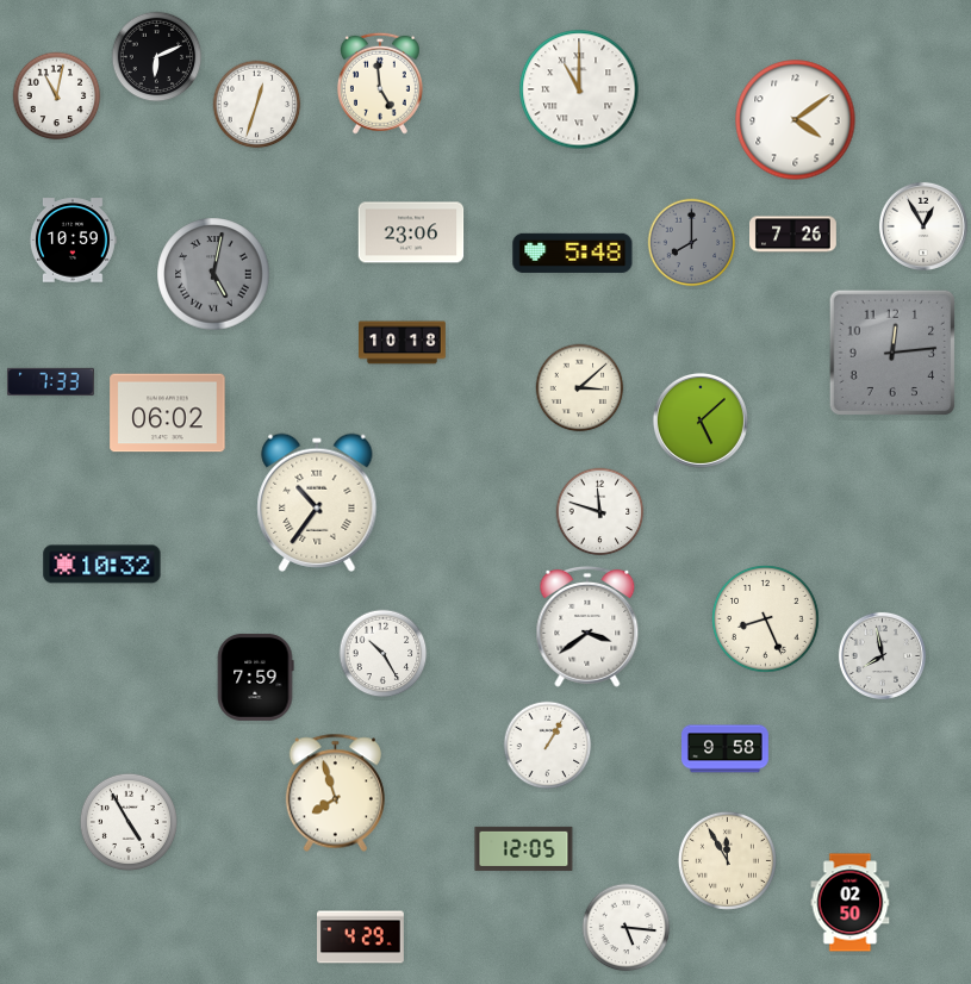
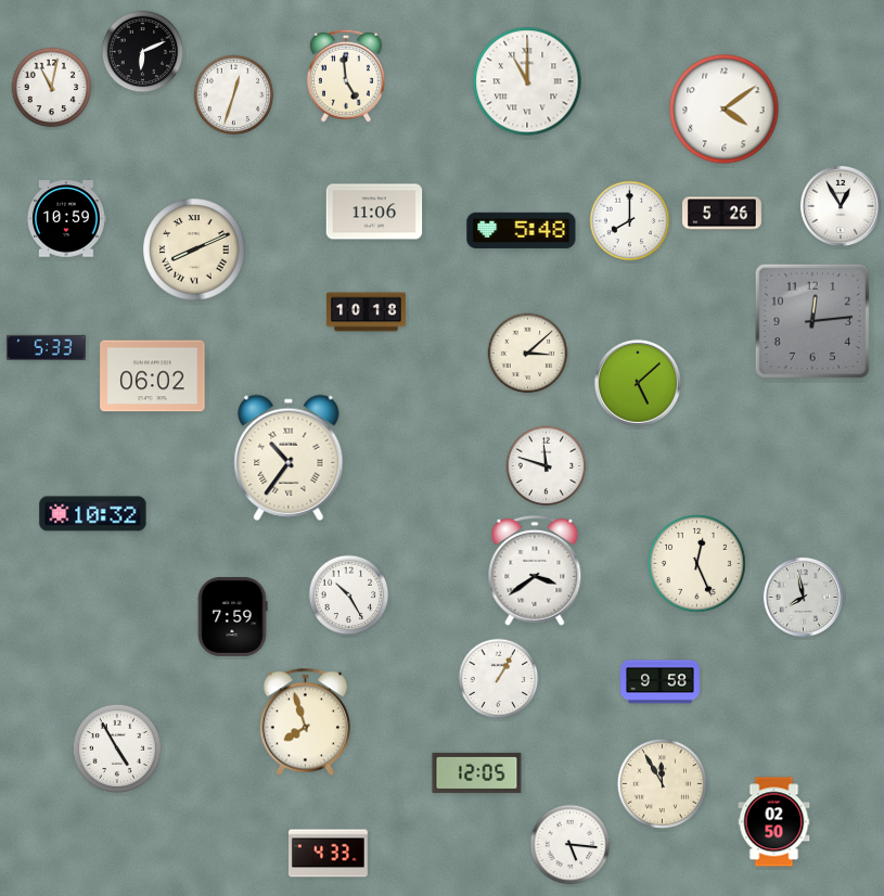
clock at (411, 232): 23:06 -> 11:06
clock at (793, 235): 7:26 -> 5:26
clock at (692, 243) dial: grey -> white
clock at (213, 274): 5:02 -> 8:11
clock at (213, 274) dial: grey -> cream
clock at (51, 381): 7:33 -> 5:33
clock at (766, 619): 8:26 -> 12:26
clock at (361, 938): 4:29 -> 4:33
